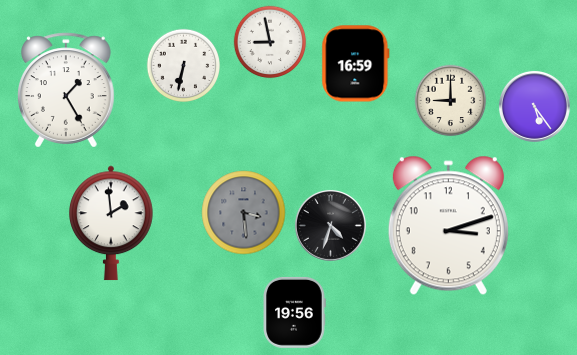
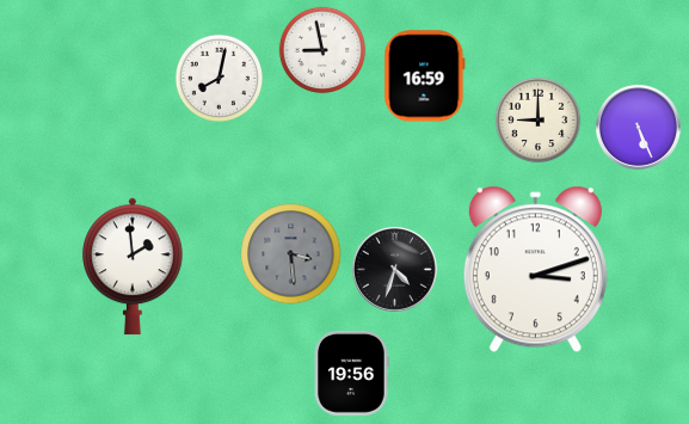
clock at (184, 66): 6:32 -> 8:02
clock at (67, 90): 1:25 -> none
clock at (534, 106): 5:24 -> 5:26
